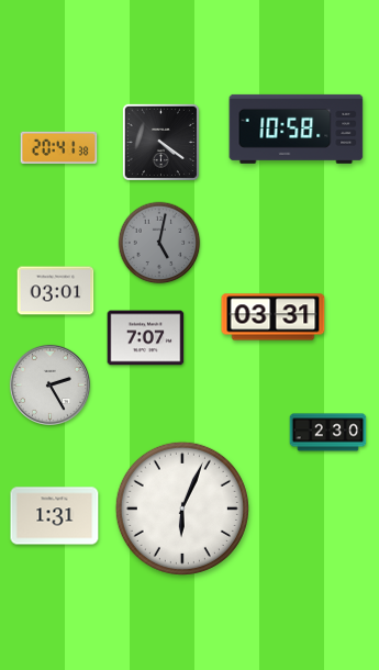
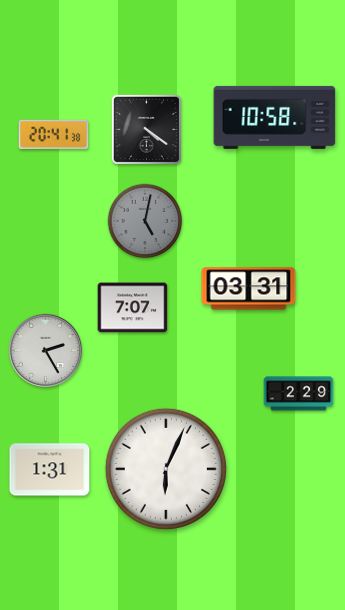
clock at (297, 129) position: (297, 129) -> (275, 117)
clock at (56, 291): 03:01 -> none
clock at (328, 433): 2:30 -> 2:29
clock at (182, 509) position: (182, 509) -> (166, 469)
